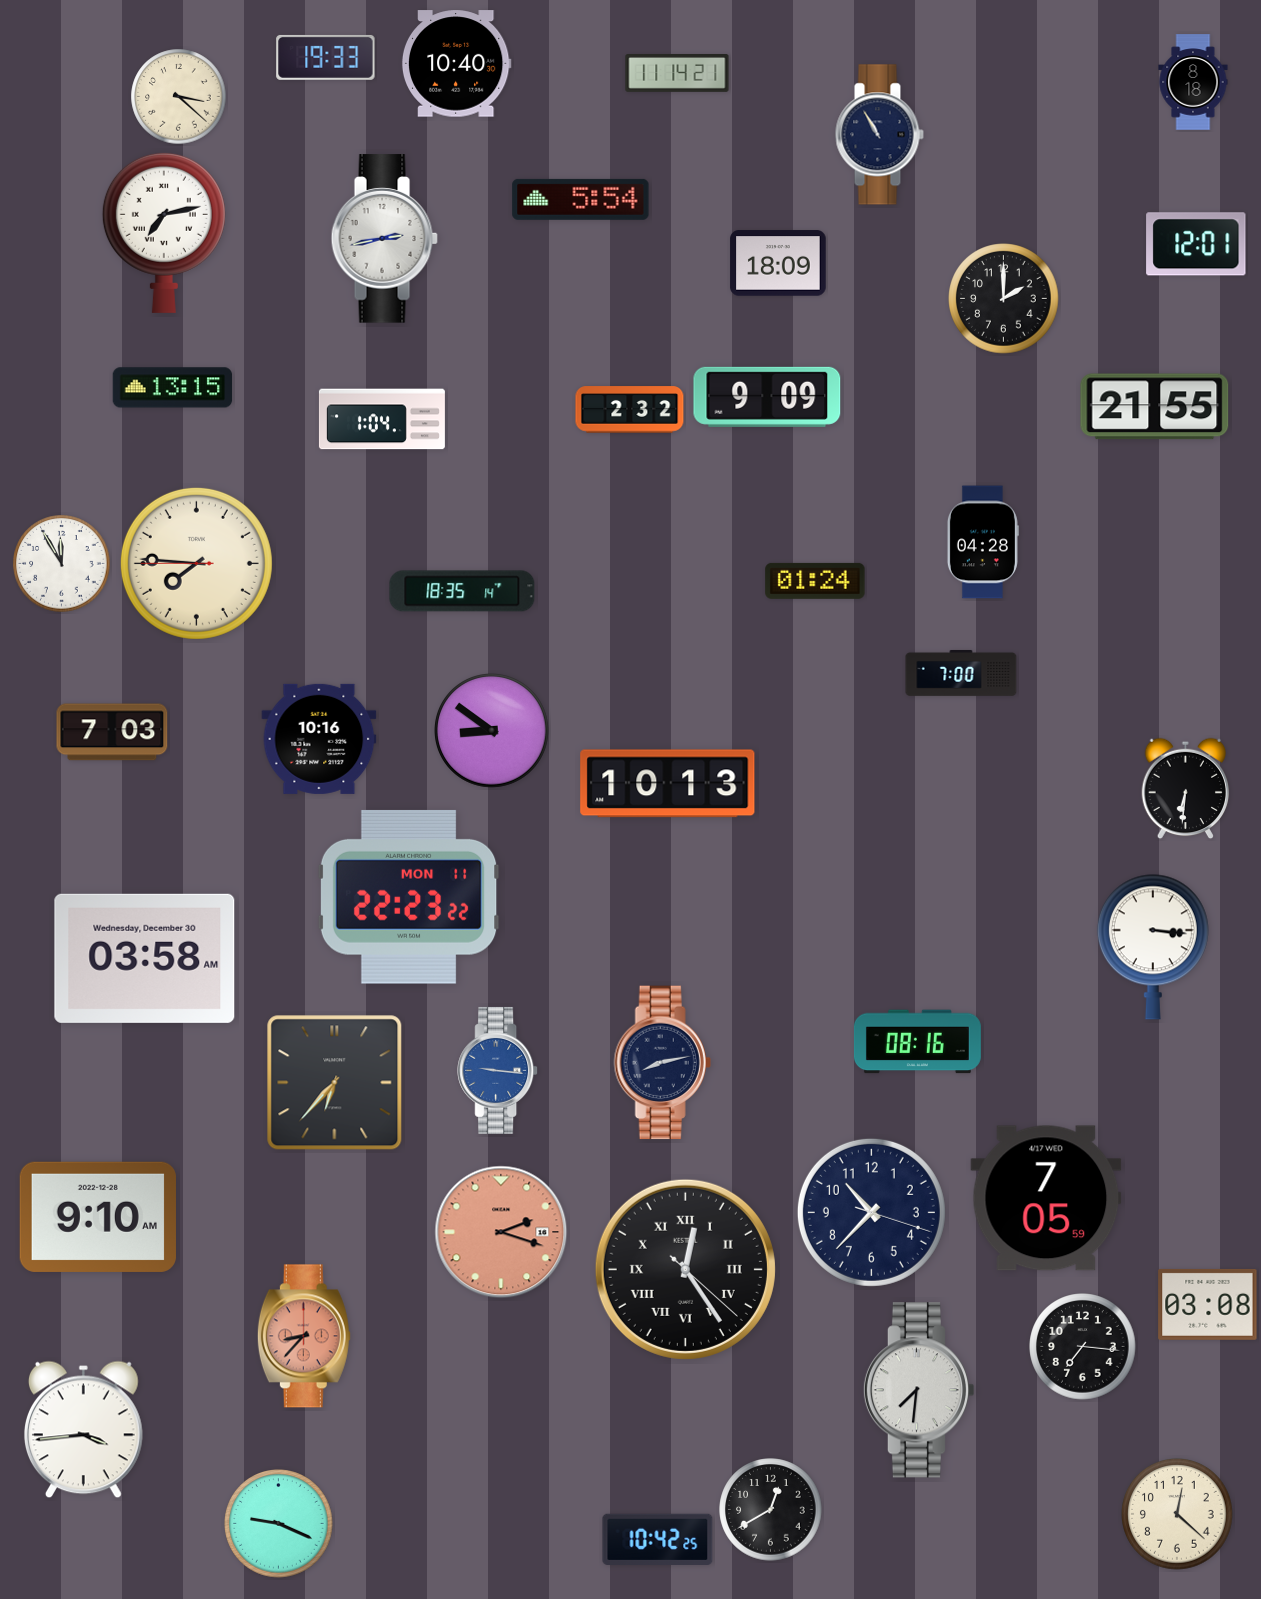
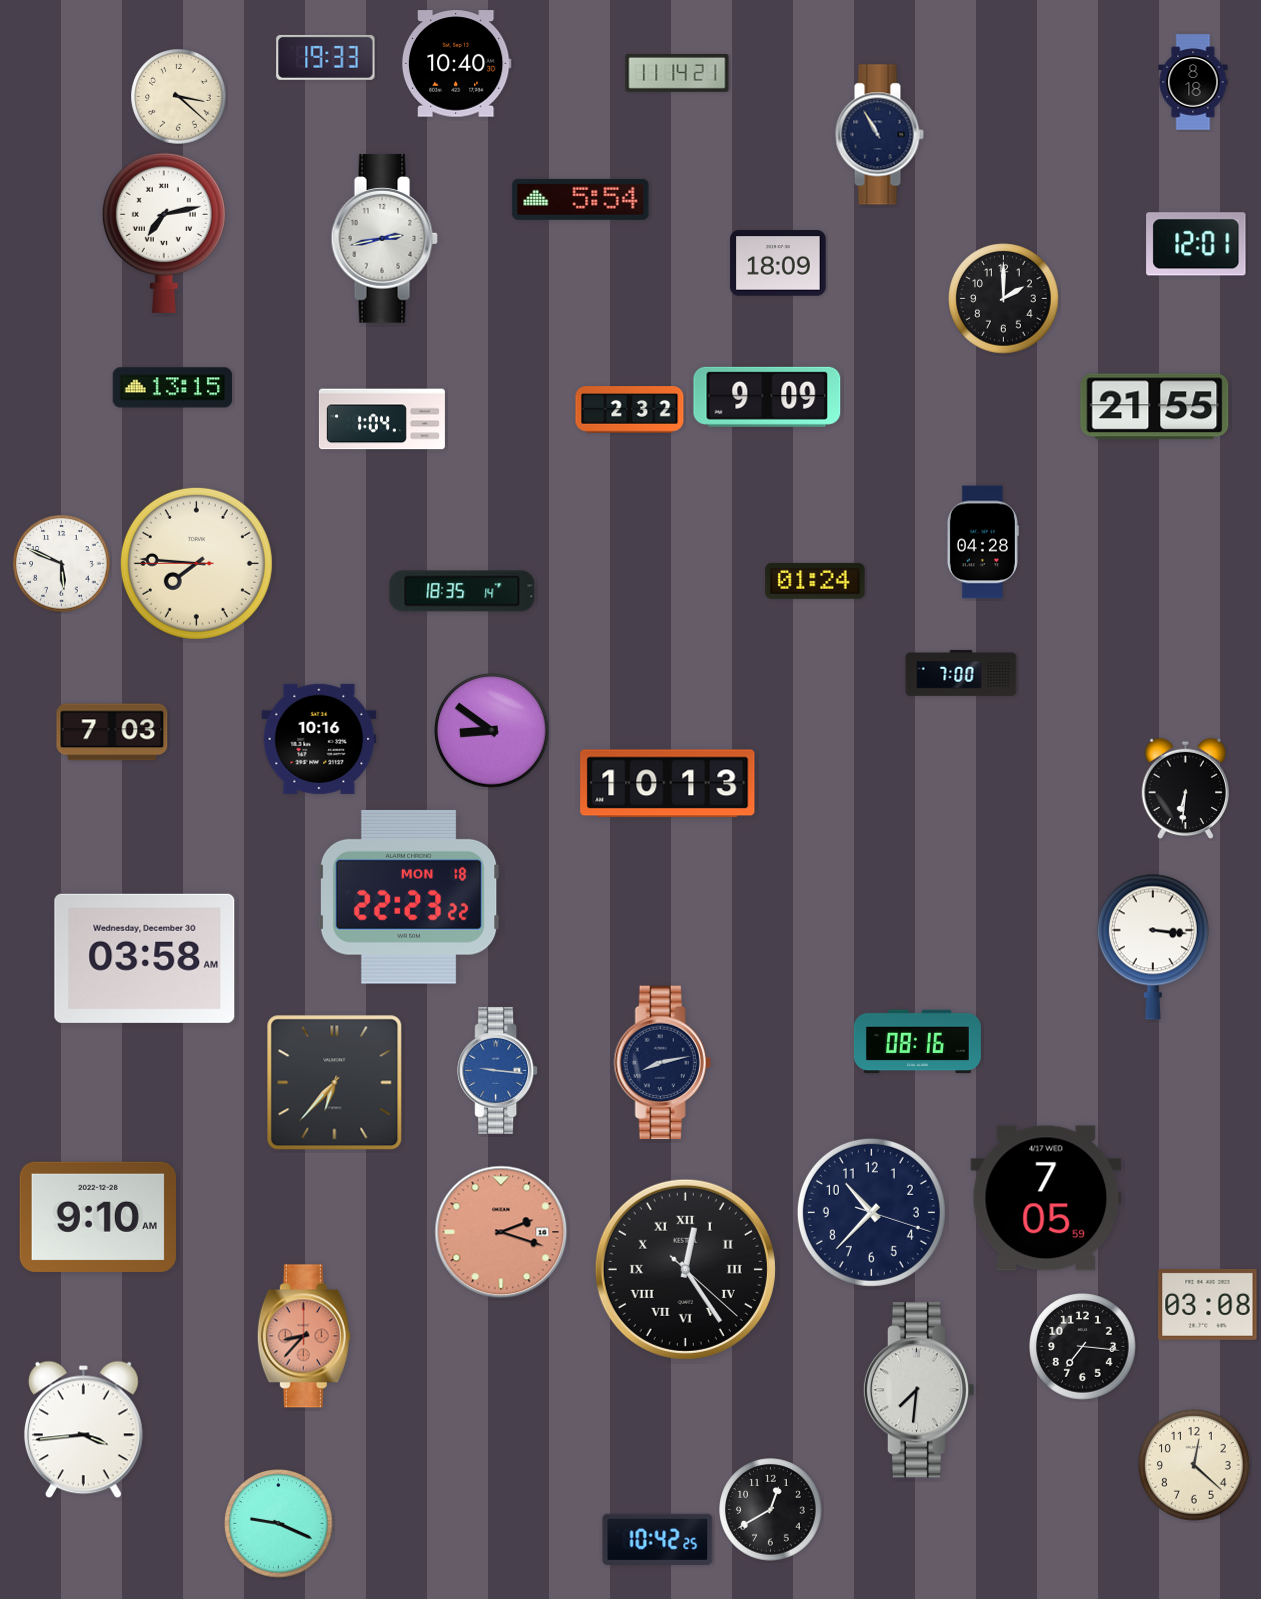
clock at (62, 564): 11:55 -> 5:49
clock at (409, 897) date: MON 11 -> MON 18
clock at (1177, 1514) position: (1177, 1514) -> (1194, 1465)
